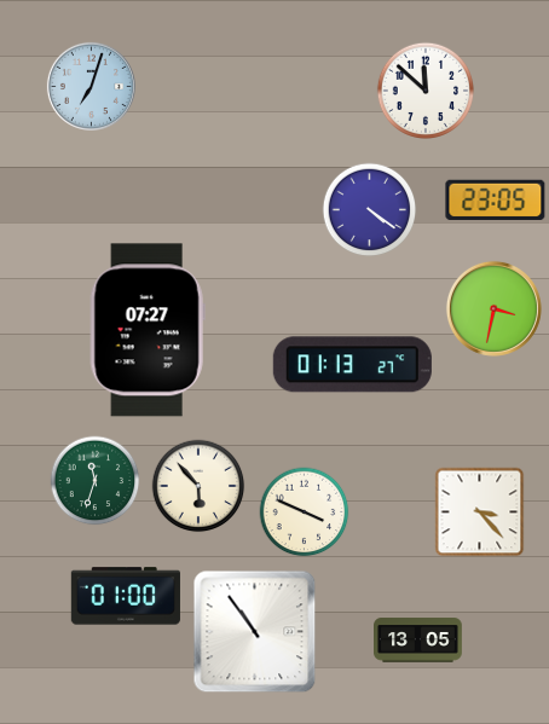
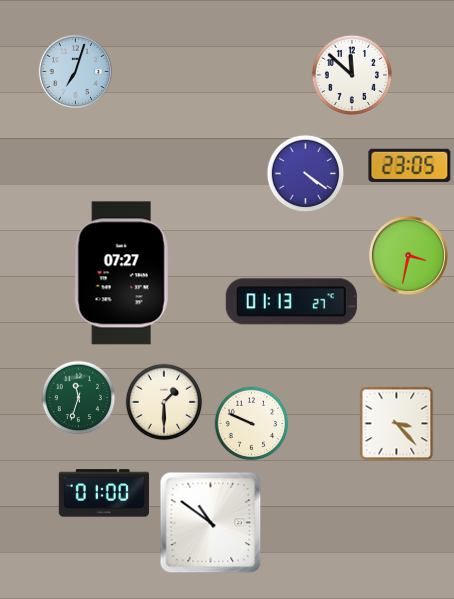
clock at (198, 486): 5:53 -> 1:30
clock at (305, 512): 3:49 -> 9:49
clock at (255, 632): 10:54 -> 10:51
clock at (418, 641): 13:05 -> none
